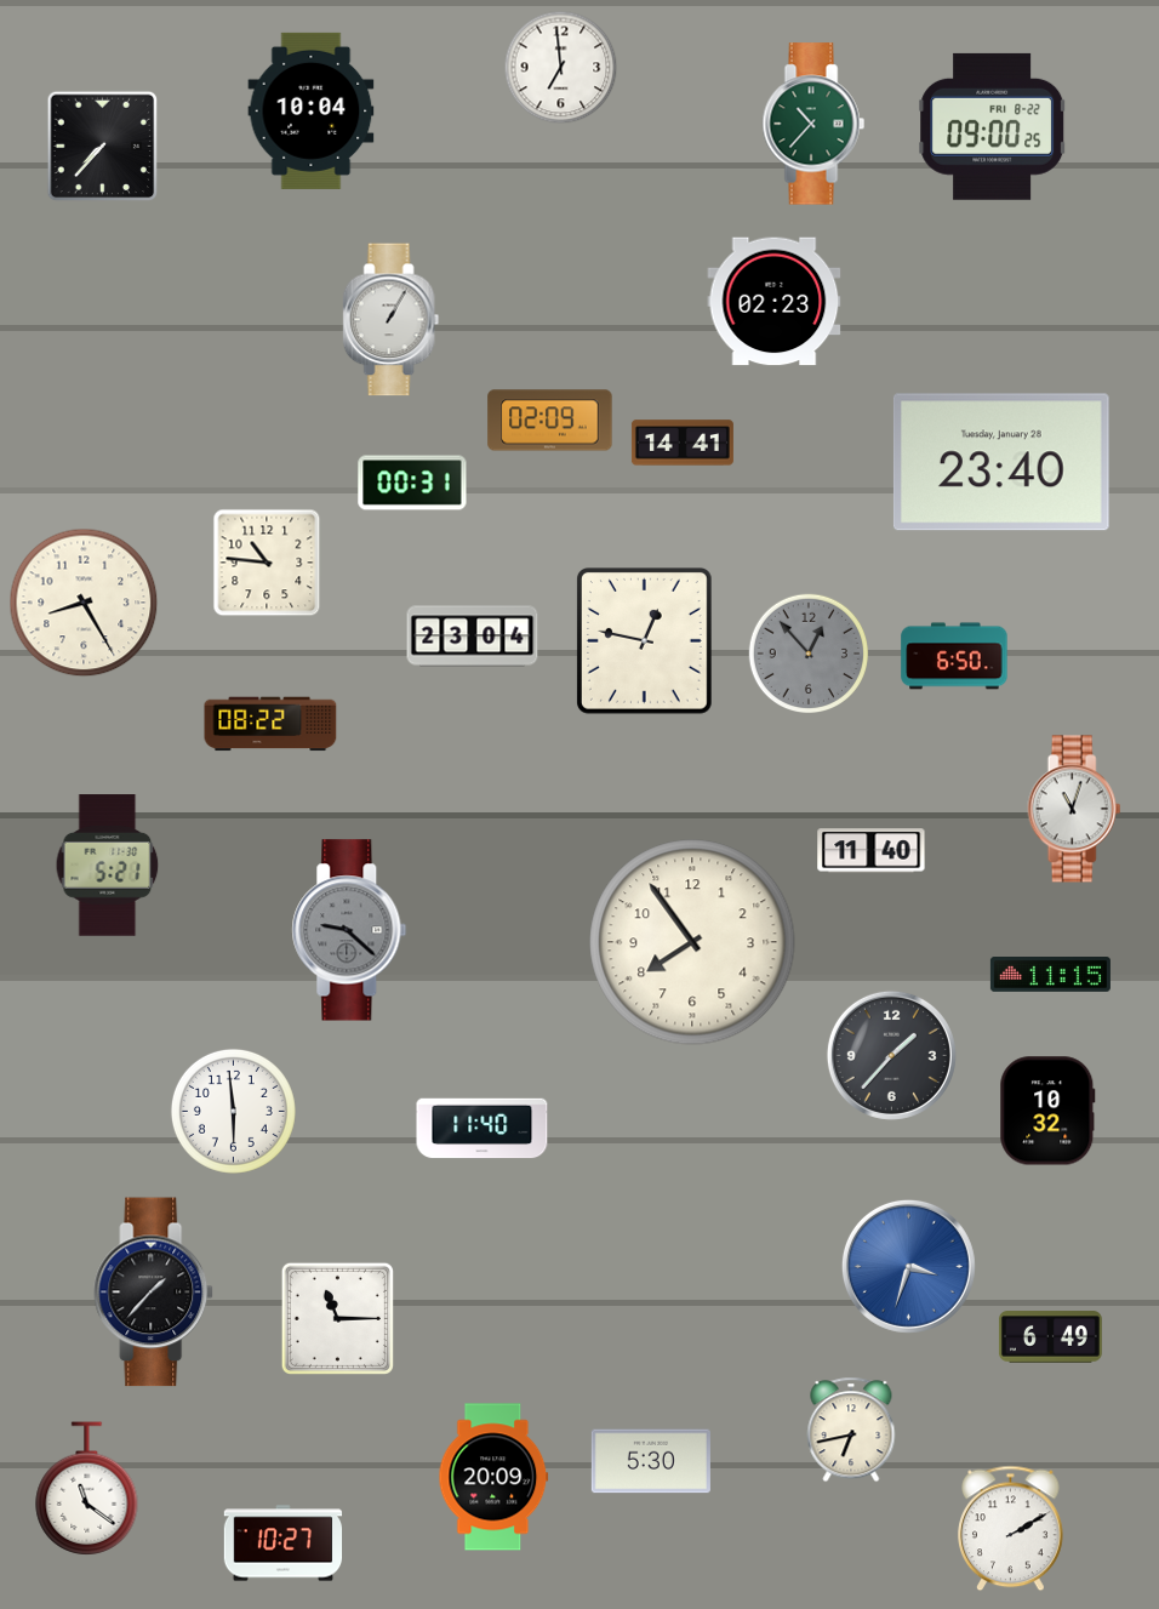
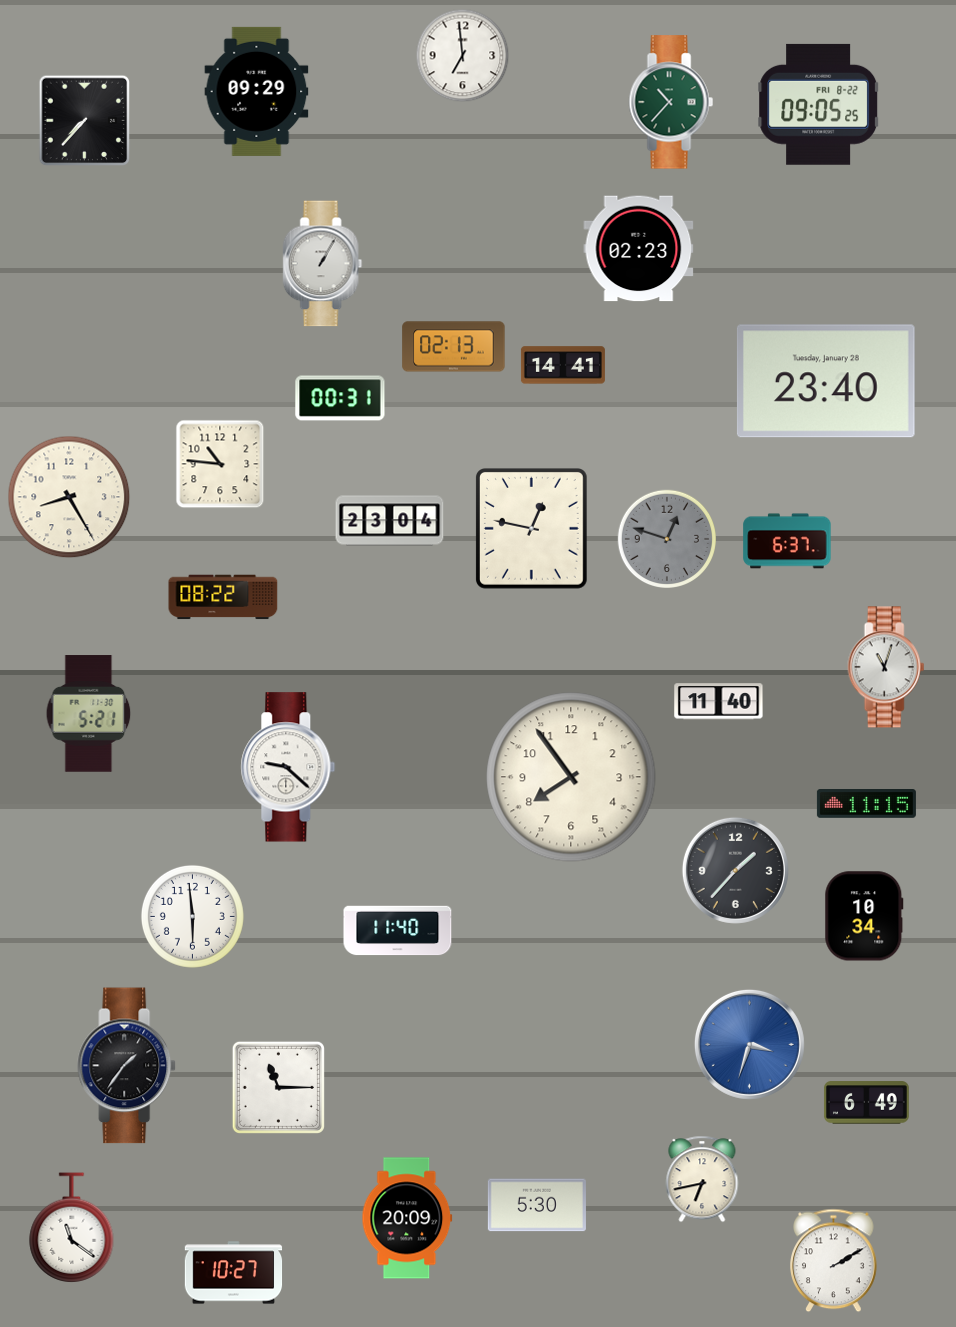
clock at (312, 110): 10:04 -> 09:29
clock at (993, 126): 09:00 -> 09:05
clock at (550, 421): 02:09 -> 02:13
clock at (473, 637) position: (473, 637) -> (390, 521)
clock at (807, 652): 12:53 -> 12:48
clock at (954, 656): 6:50 -> 6:37
clock at (349, 930) dial: grey -> white
clock at (1047, 1111): 10:32 -> 10:34
clock at (154, 1293): 1:37 -> 1:36
